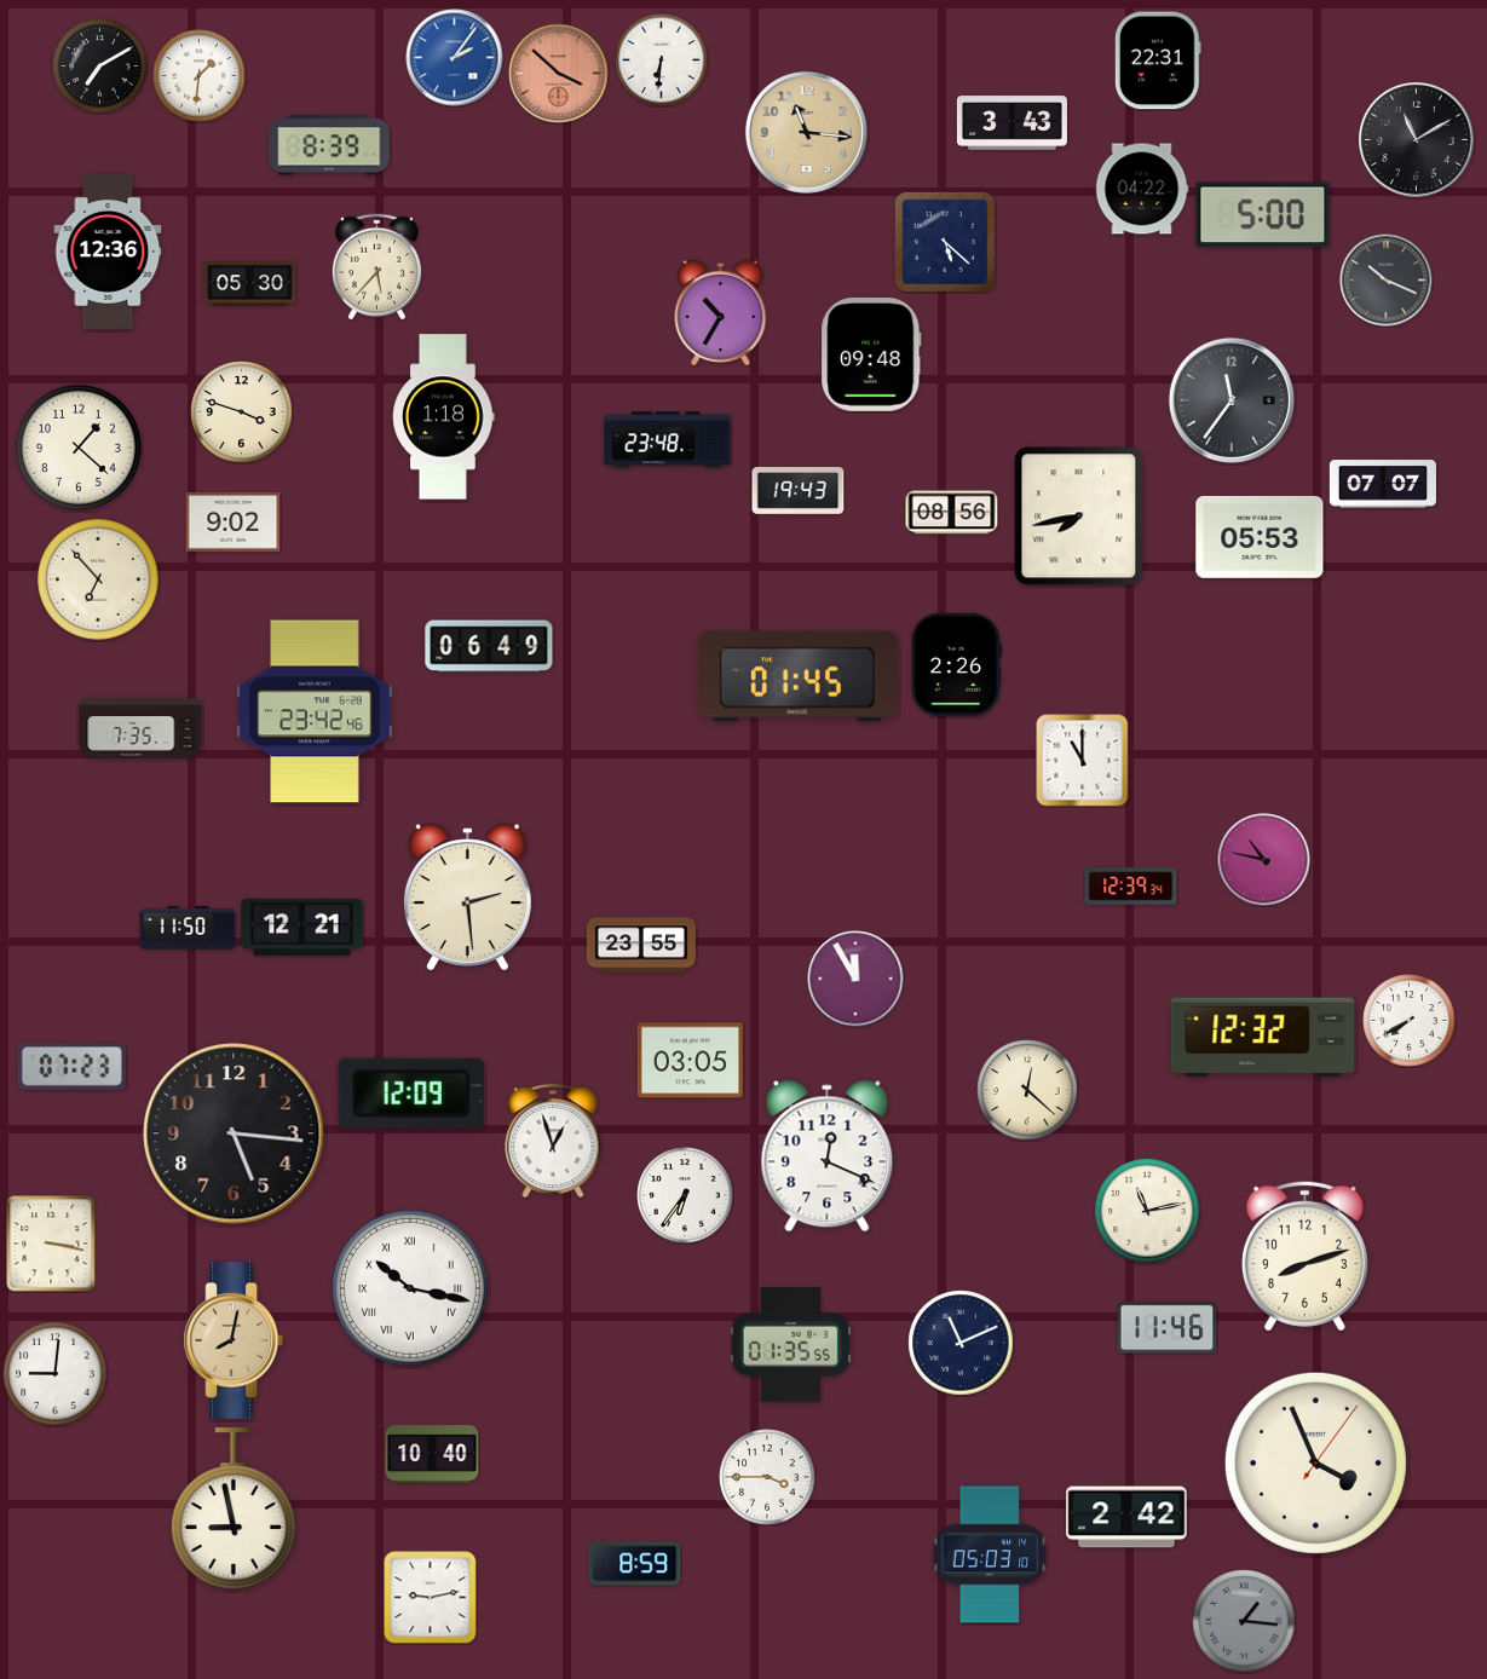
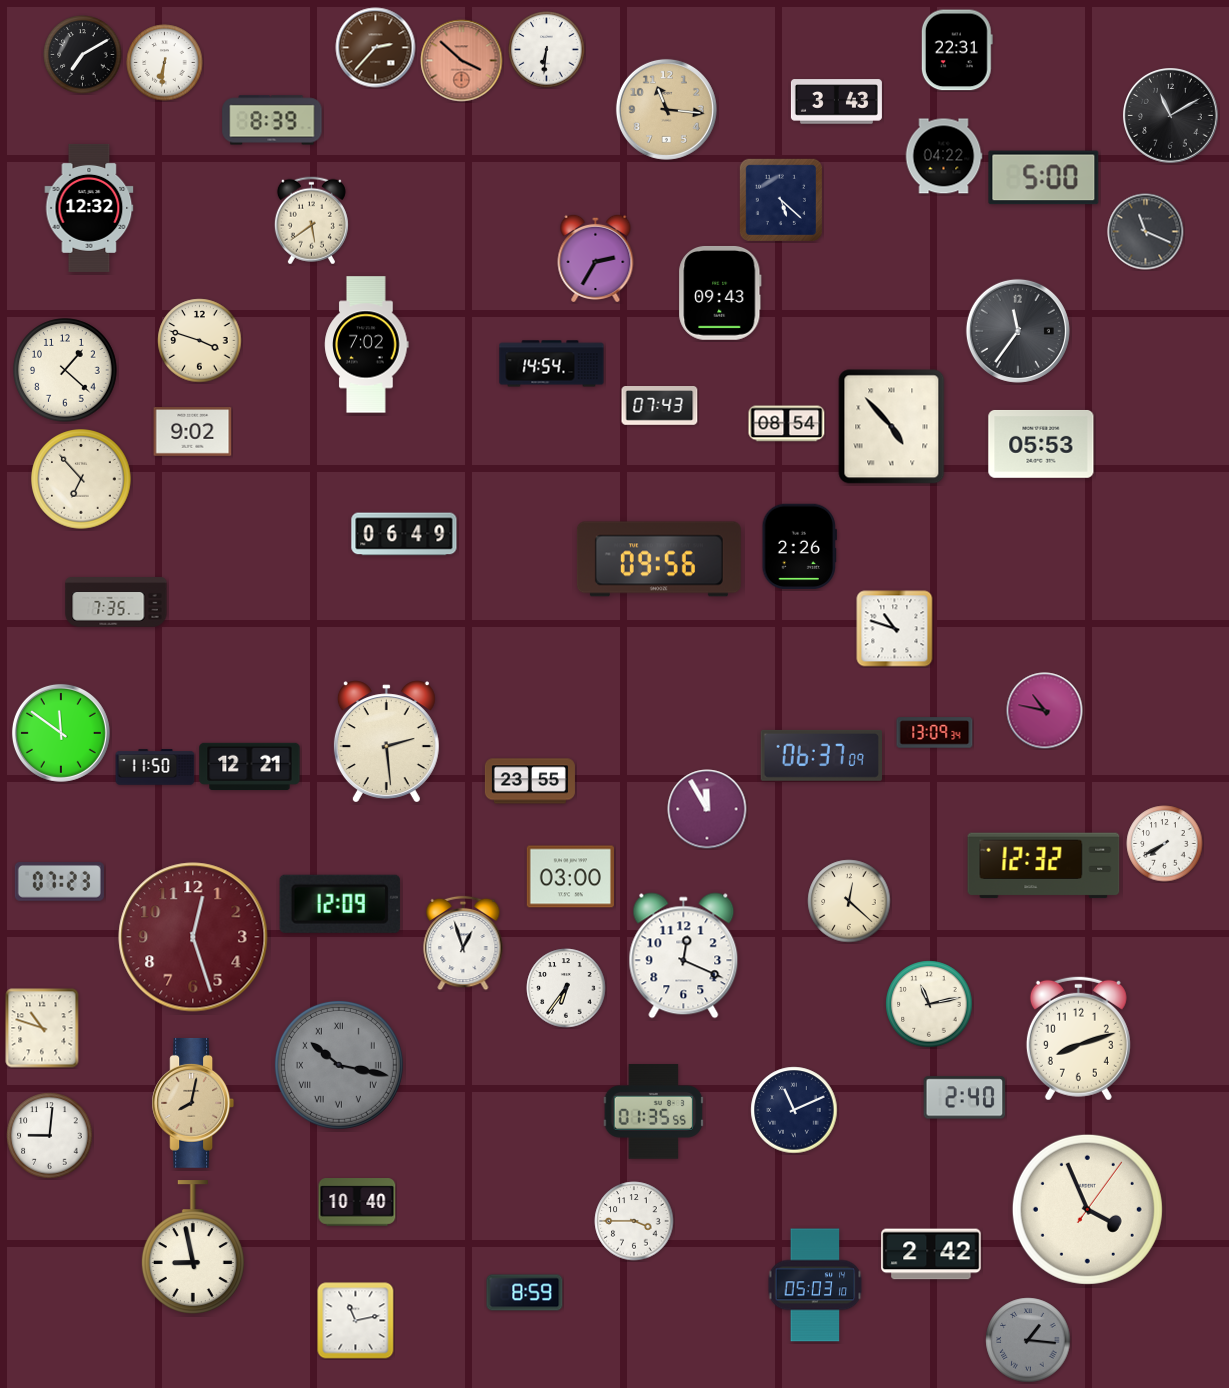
clock at (455, 58): 2:06 -> 2:37
clock at (455, 58) dial: blue -> brown
clock at (200, 76): 1:31 -> 6:31
clock at (108, 252): 12:36 -> 12:32
clock at (376, 267): 5:37 -> 5:39
clock at (1387, 281): 10:19 -> 11:19
clock at (250, 284): 05:30 -> none
clock at (721, 311): 10:35 -> 2:35
clock at (871, 354): 09:48 -> 09:43
clock at (444, 417): 1:18 -> 7:02
clock at (668, 440): 23:48 -> 14:54
clock at (1383, 484): 07:07 -> none
clock at (799, 491): 19:43 -> 07:43
clock at (952, 513): 08:56 -> 08:54
clock at (1079, 517): 7:43 -> 4:53
clock at (956, 665) position: (956, 665) -> (799, 547)
clock at (797, 676): 01:45 -> 09:56
clock at (315, 711): 23:42 -> none
clock at (1083, 761): 11:00 -> 10:48
clock at (61, 733): none -> 11:51
clock at (1131, 887): 12:39 -> 13:09
clock at (821, 755): none -> 06:37
clock at (1263, 1038) position: (1263, 1038) -> (1044, 866)
clock at (690, 1061): 03:05 -> 03:00
clock at (234, 1133): 5:16 -> 12:27
clock at (234, 1133) dial: black -> burgundy
clock at (553, 1141) position: (553, 1141) -> (463, 943)
clock at (1147, 1211) position: (1147, 1211) -> (929, 1004)
clock at (51, 1244): 3:17 -> 10:48
clock at (410, 1288) dial: white -> grey
clock at (1168, 1328): 11:46 -> 2:40
clock at (234, 1340) position: (234, 1340) -> (193, 1103)
clock at (56, 1374) position: (56, 1374) -> (50, 1136)
clock at (990, 1554) position: (990, 1554) -> (815, 1285)
clock at (431, 1598): 9:13 -> 11:13
